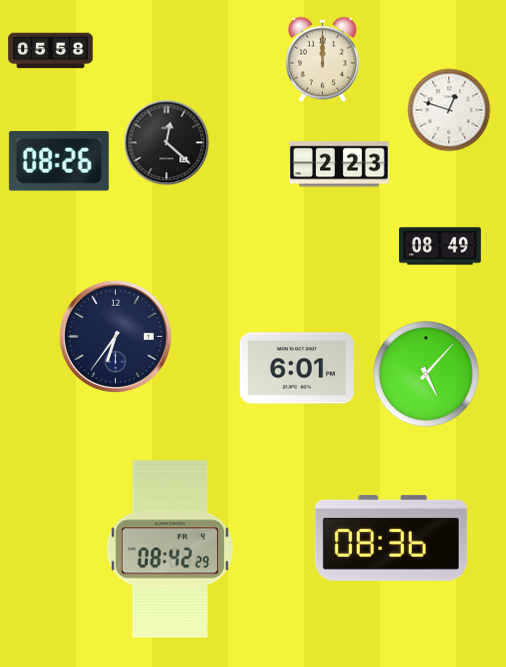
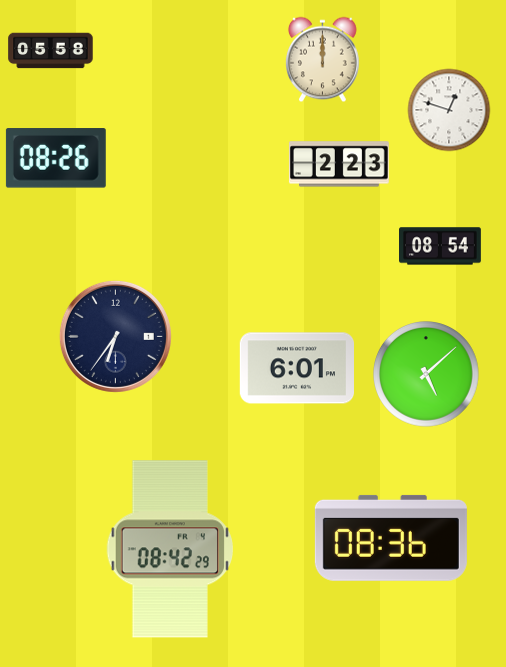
clock at (167, 143): 12:22 -> none
clock at (59, 161) position: (59, 161) -> (56, 158)
clock at (441, 246): 08:49 -> 08:54
clock at (427, 375): 5:07 -> 5:08
